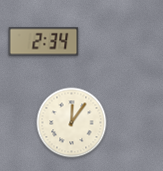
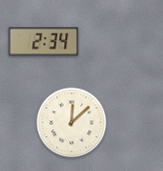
clock at (72, 123): 12:06 -> 12:08
